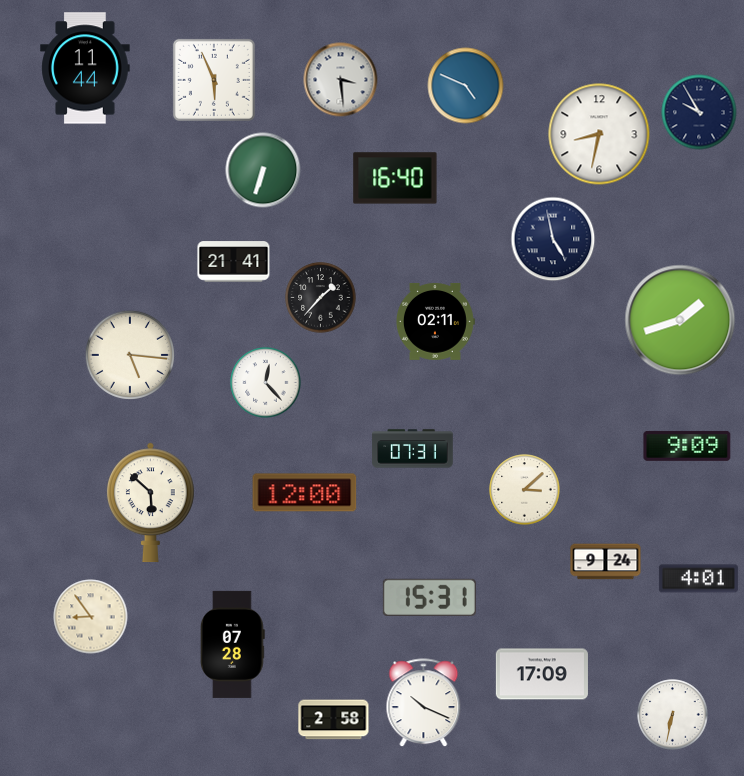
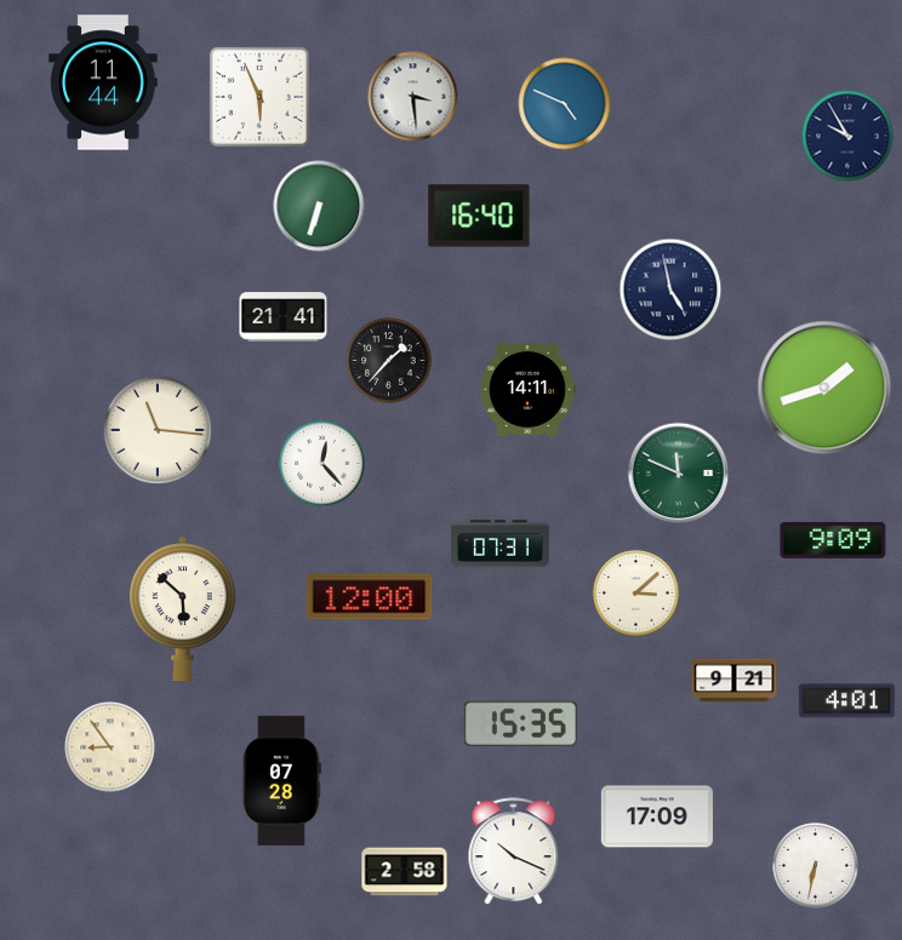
clock at (599, 134): 8:32 -> none
clock at (435, 321): 02:11 -> 14:11
clock at (130, 355): 5:16 -> 11:16
clock at (679, 474): none -> 11:49
clock at (606, 562): 9:24 -> 9:21
clock at (429, 597): 15:31 -> 15:35
